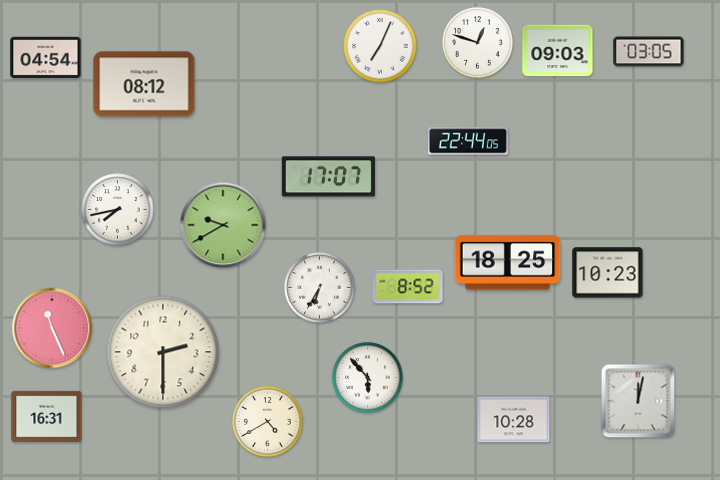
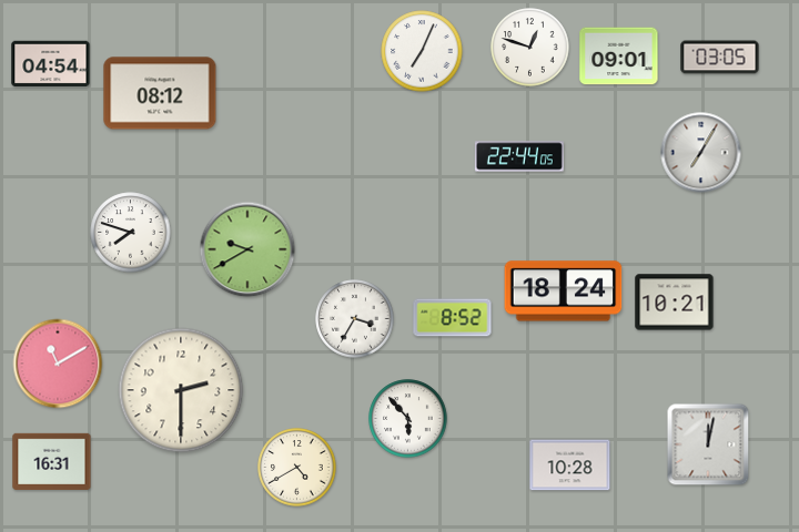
clock at (558, 51): 09:03 -> 09:01
clock at (701, 153): none -> 7:05
clock at (328, 177): 17:07 -> none
clock at (118, 210): 7:43 -> 7:48
clock at (508, 263): 18:25 -> 18:24
clock at (608, 273): 10:23 -> 10:21
clock at (320, 288): 6:35 -> 3:35
clock at (52, 328): 11:26 -> 11:10
